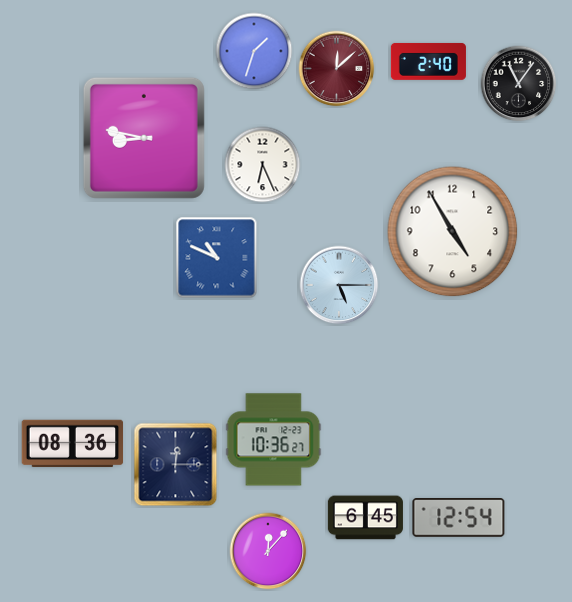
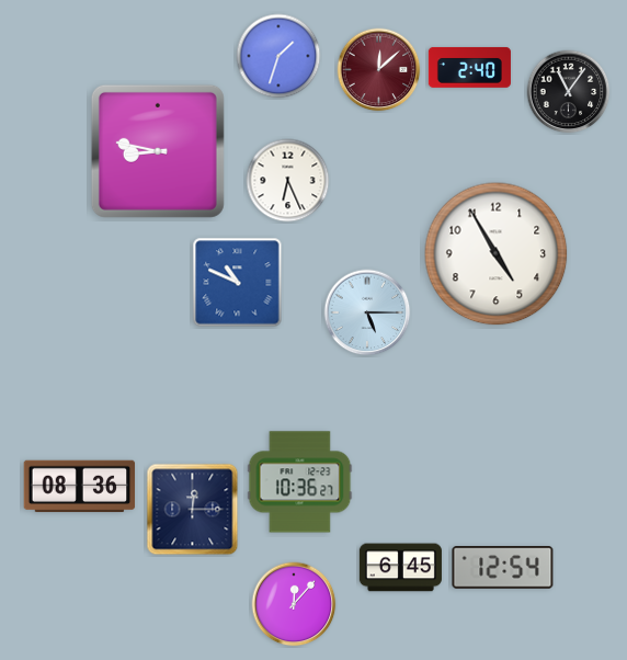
clock at (337, 69) position: (337, 69) -> (379, 70)
clock at (339, 285) position: (339, 285) -> (367, 312)
